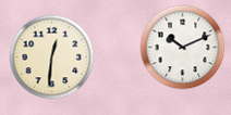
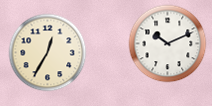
clock at (51, 56): 12:31 -> 12:35
